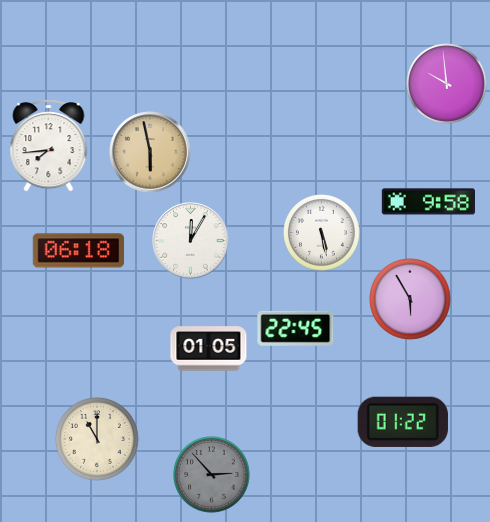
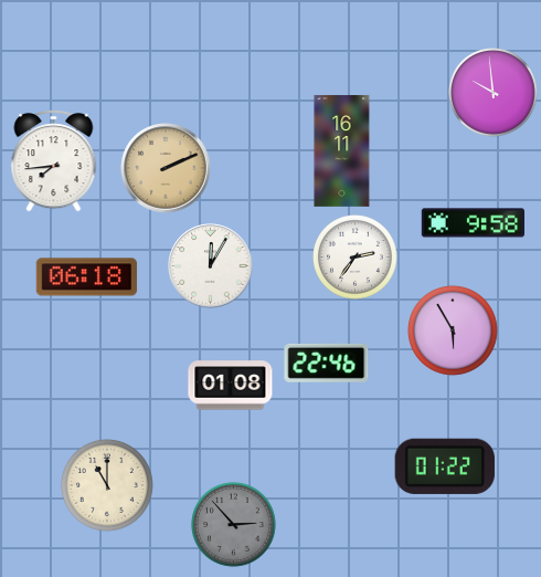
clock at (342, 151): none -> 16:11
clock at (150, 152): 5:58 -> 2:11
clock at (322, 233): 5:28 -> 2:36
clock at (296, 328): 22:45 -> 22:46
clock at (209, 349): 01:05 -> 01:08
